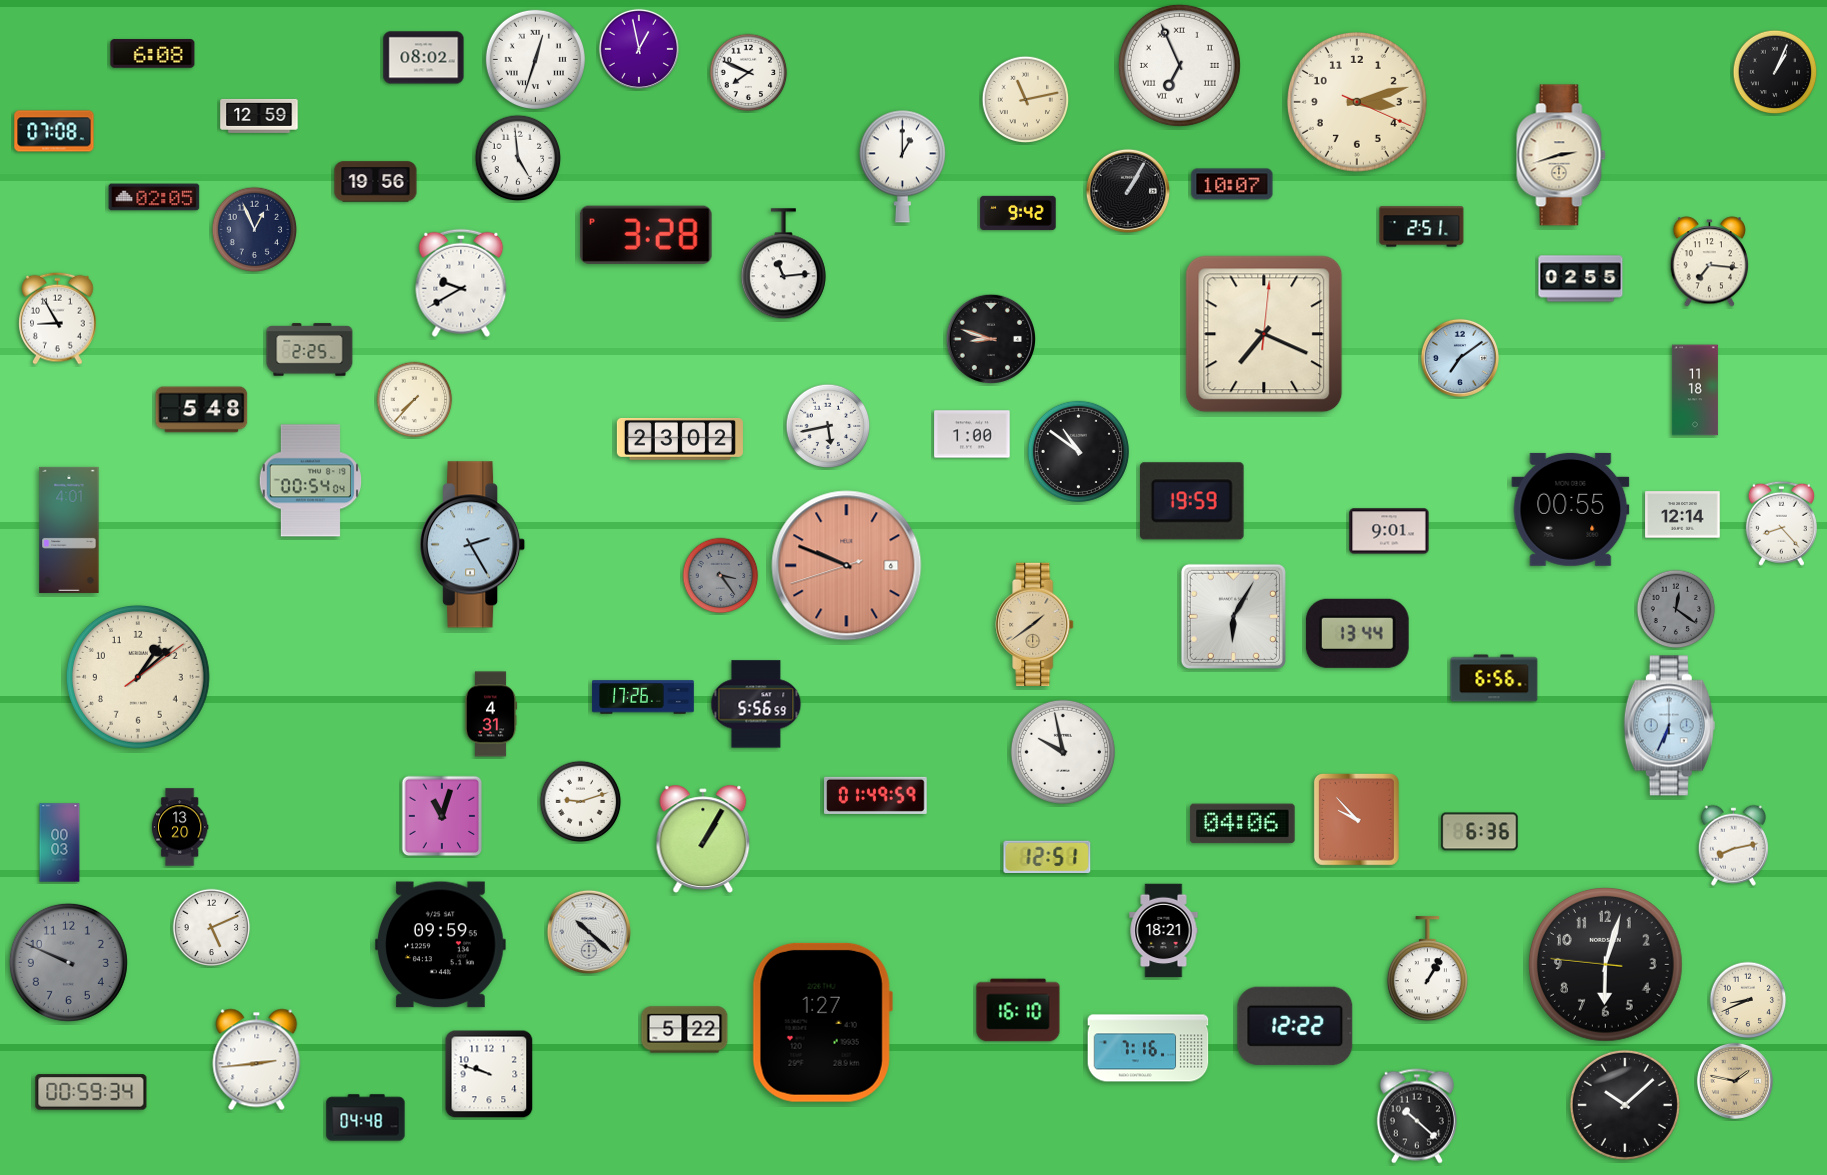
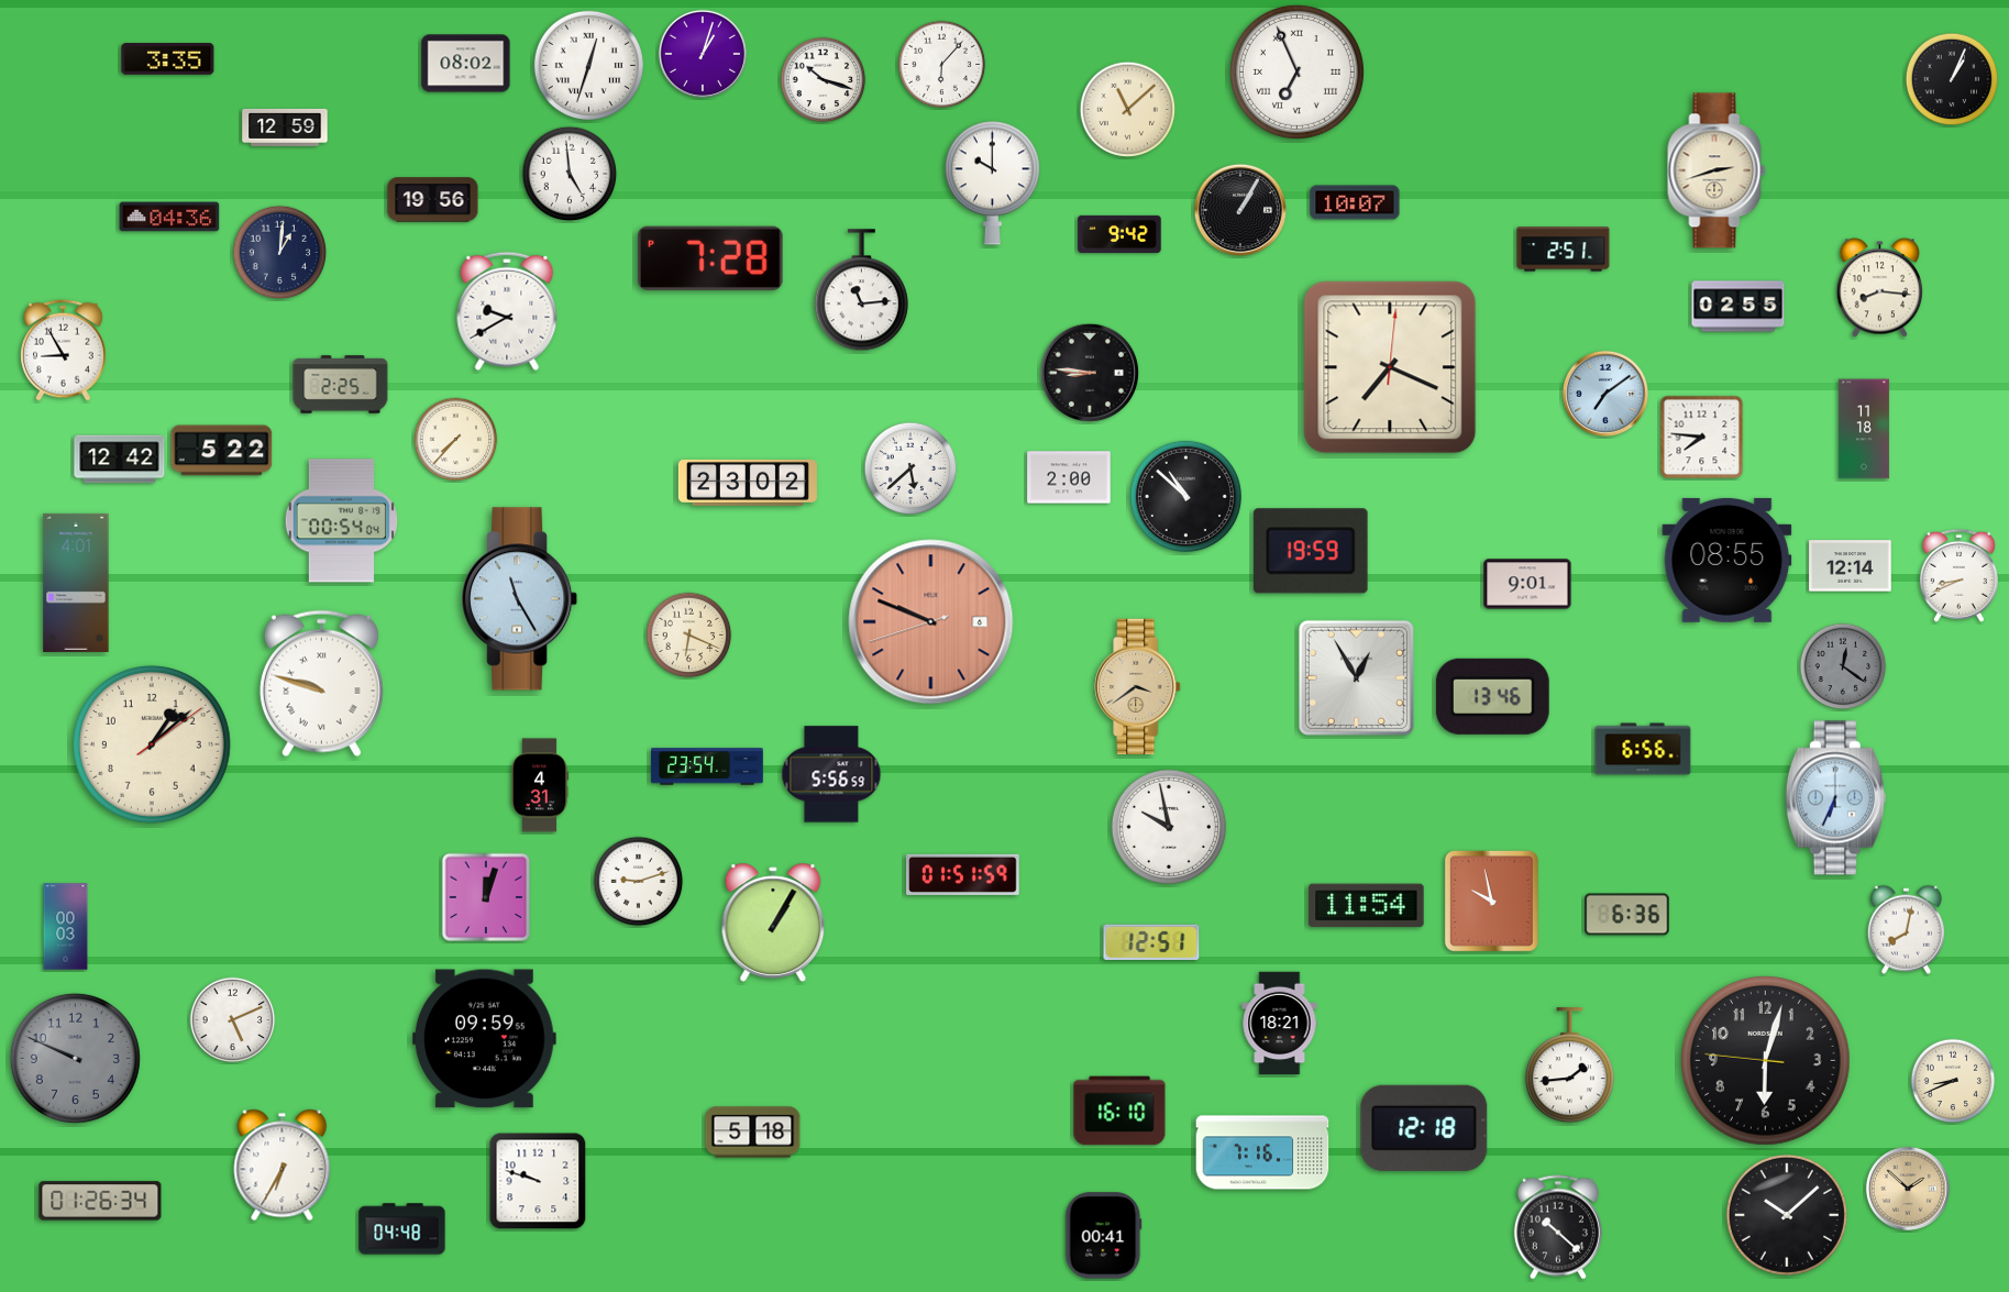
clock at (639, 49): 12:58 -> 1:03
clock at (153, 54): 6:08 -> 3:35
clock at (942, 65): none -> 6:07
clock at (749, 73): 7:49 -> 10:18
clock at (1026, 100): 11:13 -> 11:08
clock at (1357, 102): 3:12 -> none
clock at (54, 131): 07:08 -> none
clock at (902, 166): 1:00 -> 10:00
clock at (376, 182) position: (376, 182) -> (433, 200)
clock at (154, 197): 02:05 -> 04:36
clock at (255, 230): 12:56 -> 1:01
clock at (646, 235): 3:28 -> 7:28
clock at (1710, 262): 7:16 -> 8:16
clock at (990, 338): 8:48 -> 8:46
clock at (1702, 438): none -> 7:46
clock at (202, 410): 5:48 -> 5:22
clock at (120, 460): none -> 12:42
clock at (828, 426): 5:43 -> 5:38
clock at (972, 434): 1:00 -> 2:00
clock at (1078, 451): 10:51 -> 10:52
clock at (310, 481) position: (310, 481) -> (341, 521)
clock at (1571, 509): 00:55 -> 08:55
clock at (1781, 523): 8:23 -> 8:41
clock at (474, 545): 2:25 -> 11:25
clock at (721, 576): 3:24 -> none
clock at (689, 636): none -> 6:19
clock at (1676, 609) position: (1676, 609) -> (1843, 666)
clock at (1233, 616): 6:05 -> 12:55
clock at (321, 684): none -> 9:48
clock at (1035, 624): 1:39 -> 3:39
clock at (1357, 633): 13:44 -> 13:46
clock at (1494, 678) position: (1494, 678) -> (1643, 749)
clock at (643, 697): 17:26 -> 23:54
clock at (876, 795): 01:49 -> 01:51
clock at (442, 816): 11:03 -> 12:03
clock at (1356, 819): 9:53 -> 9:58
clock at (1243, 824): 04:06 -> 11:54
clock at (180, 827): 13:20 -> none
clock at (1733, 845): 8:13 -> 8:02
clock at (589, 932): 10:22 -> none
clock at (1427, 969): 1:05 -> 1:44
clock at (1748, 1000) position: (1748, 1000) -> (1953, 1081)
clock at (822, 1022): 1:27 -> none
clock at (1295, 1026): 12:22 -> 12:18
clock at (685, 1030): 5:22 -> 5:18
clock at (257, 1060): 2:44 -> 6:35
clock at (1735, 1081): 1:47 -> 1:52
clock at (91, 1092): 00:59 -> 01:26
clock at (1104, 1236): none -> 00:41
